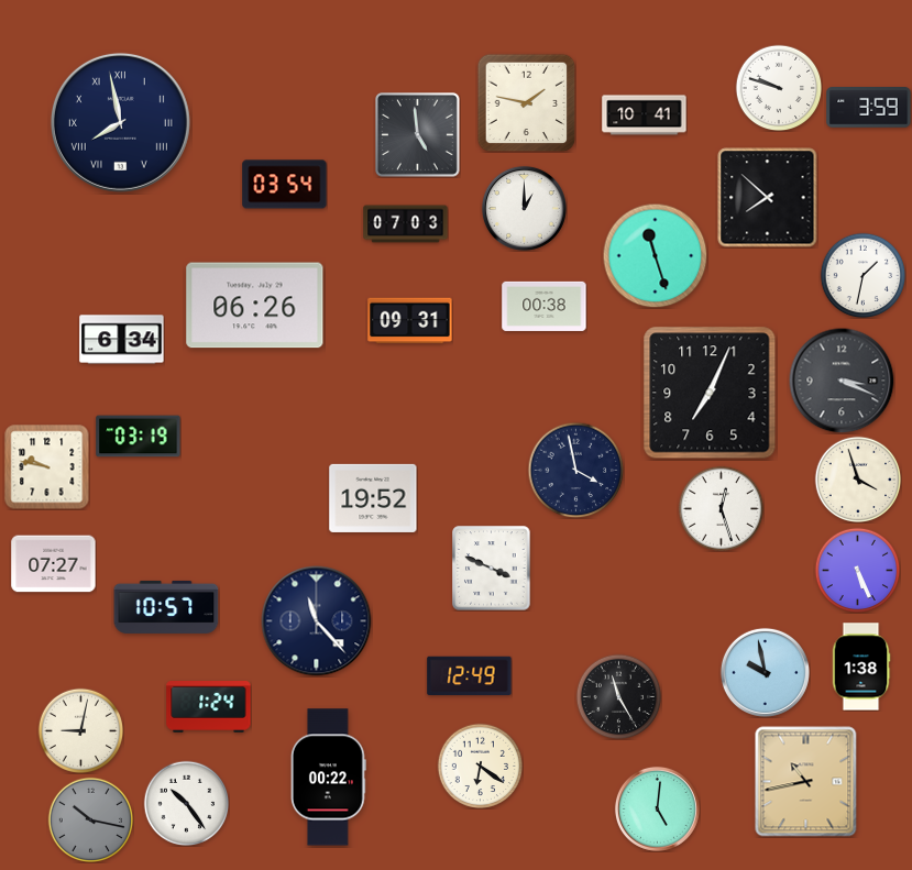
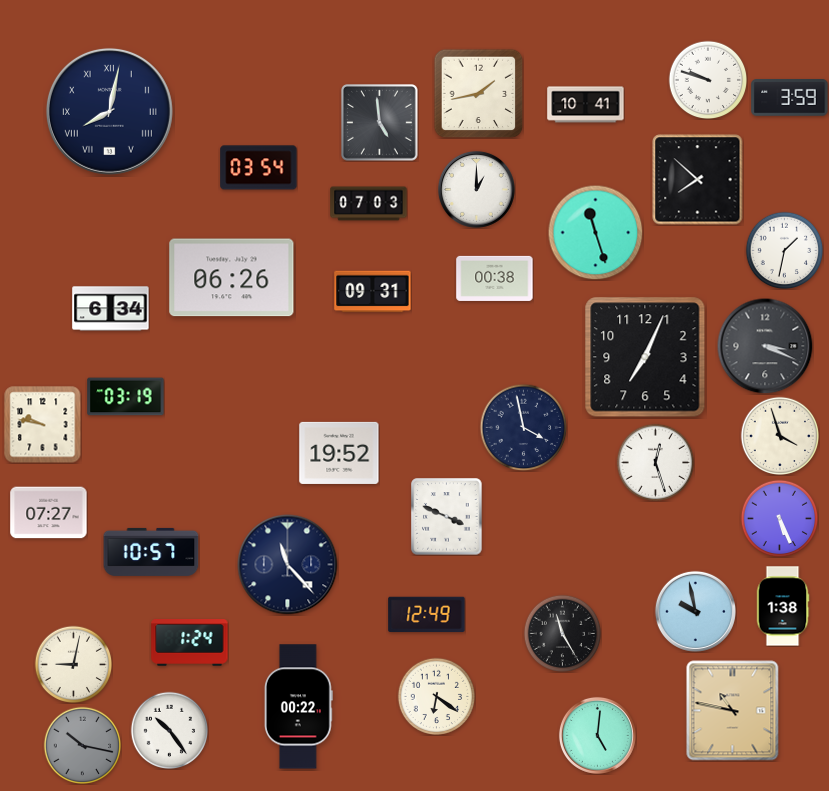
clock at (526, 102): 1:47 -> 1:43
clock at (120, 122): 7:58 -> 8:02
clock at (806, 782): 10:43 -> 10:47
